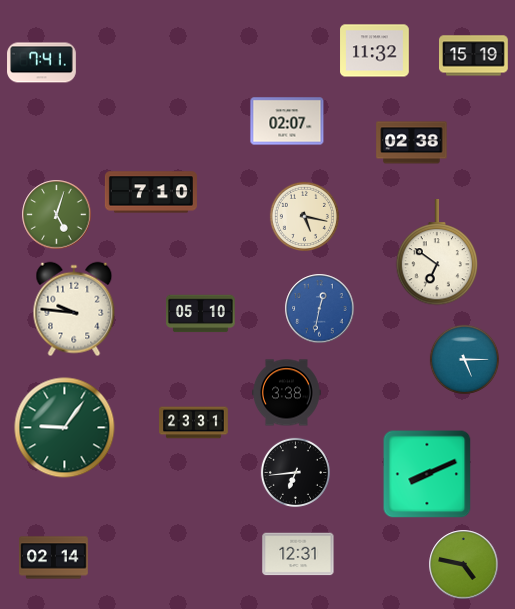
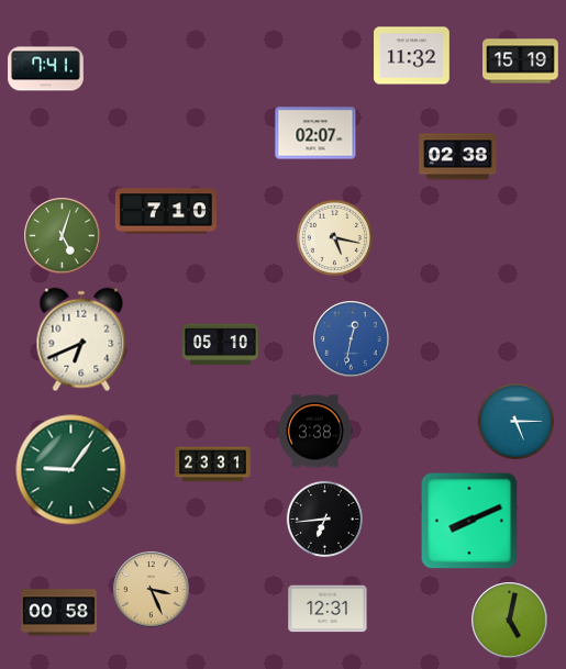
clock at (412, 143) position: (412, 143) -> (458, 157)
clock at (437, 253): 6:51 -> none
clock at (74, 309): 9:46 -> 6:41
clock at (464, 359) position: (464, 359) -> (515, 421)
clock at (152, 590): none -> 3:26
clock at (54, 558): 02:14 -> 00:58
clock at (464, 565): 4:47 -> 5:02
